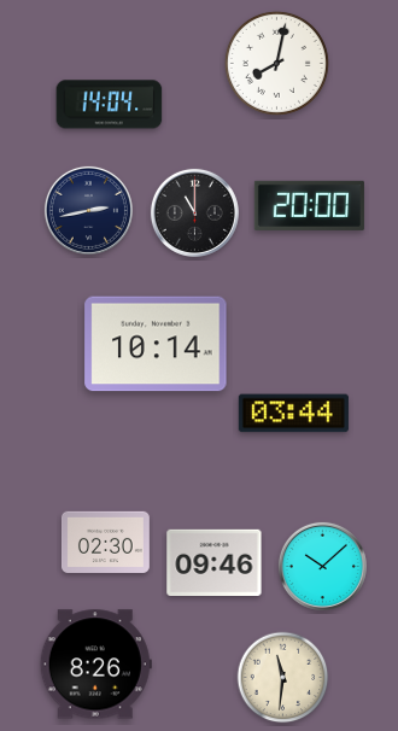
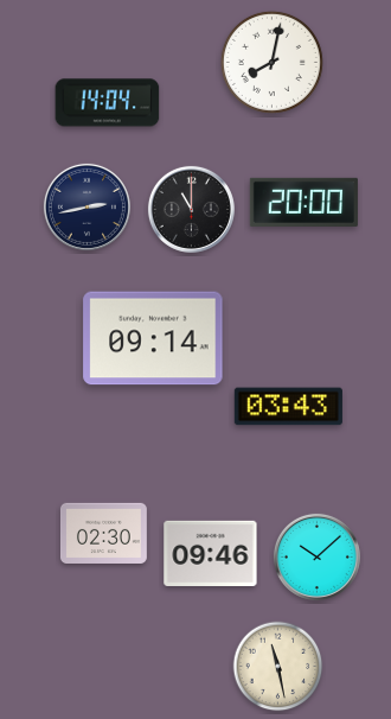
clock at (156, 344): 10:14 -> 09:14
clock at (293, 414): 03:44 -> 03:43
clock at (95, 665): 8:26 -> none
clock at (283, 678): 11:31 -> 11:28
